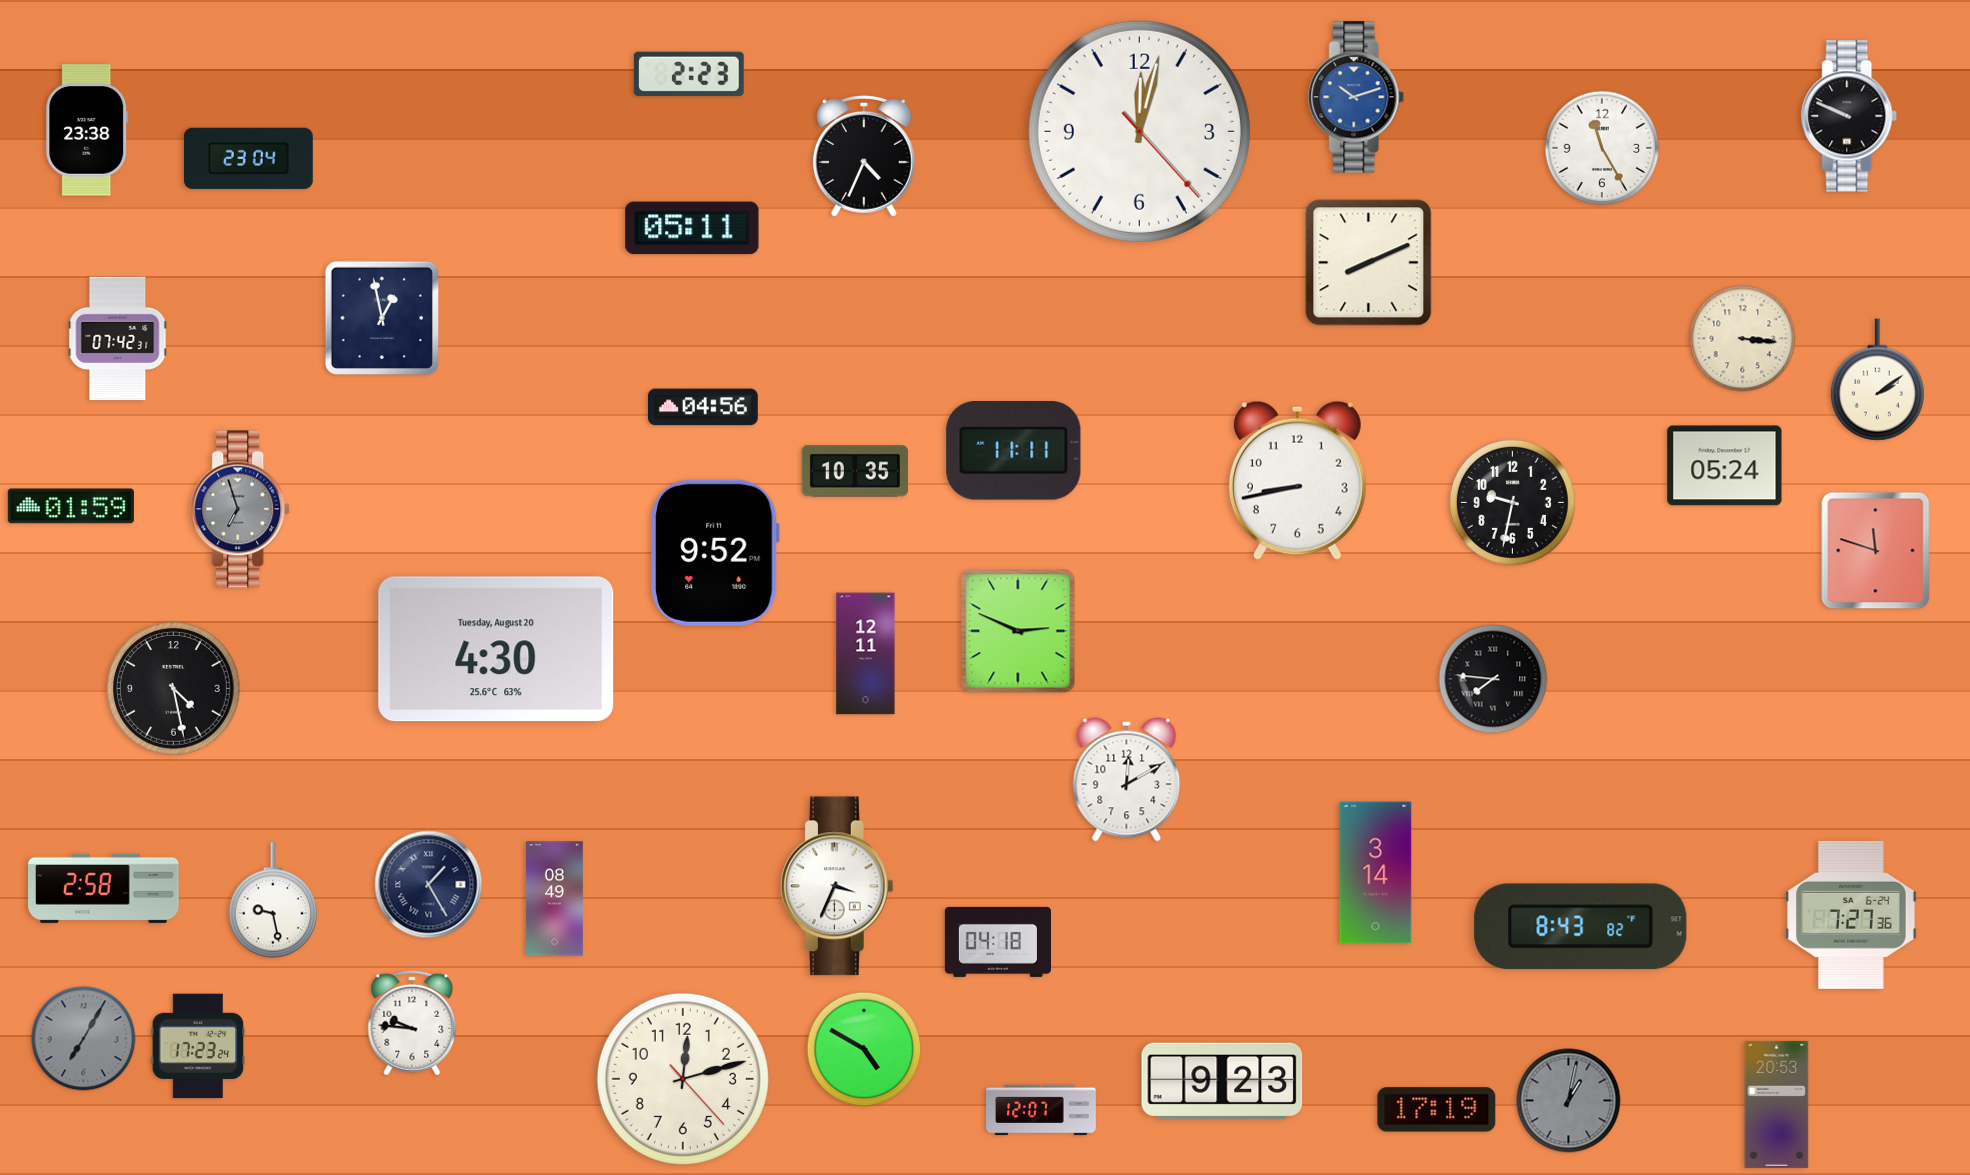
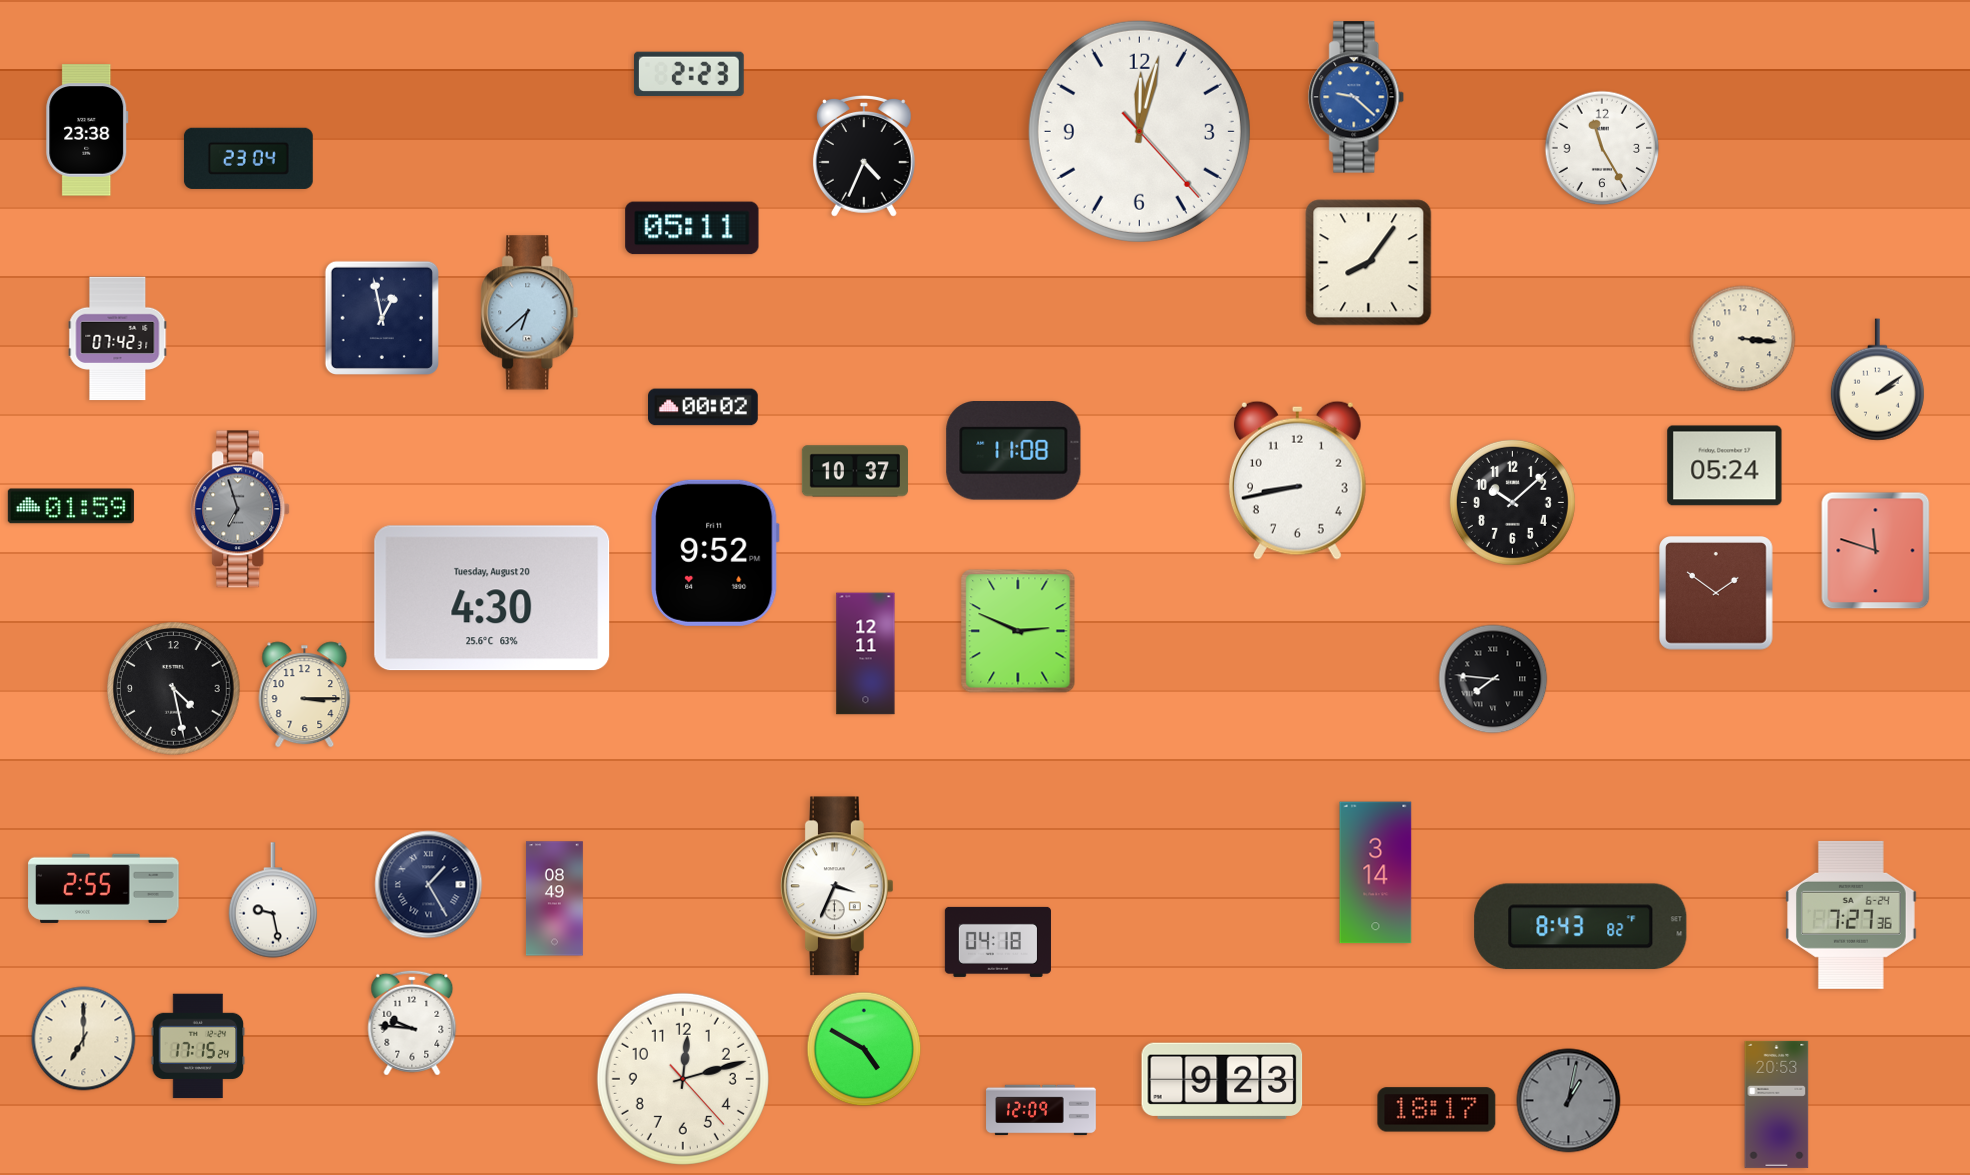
clock at (1357, 97): 10:12 -> 9:22
clock at (1850, 116): 9:49 -> none
clock at (1369, 263): 8:11 -> 8:06
clock at (530, 313): none -> 6:38
clock at (704, 407): 04:56 -> 00:02
clock at (1014, 451): 11:11 -> 11:08
clock at (855, 471): 10:35 -> 10:37
clock at (1512, 502): 9:32 -> 10:08
clock at (1717, 594): none -> 1:51
clock at (496, 649) position: (496, 649) -> (492, 598)
clock at (305, 695): none -> 3:15
clock at (1127, 780): 12:10 -> none
clock at (104, 888): 2:58 -> 2:55
clock at (84, 1039): 7:05 -> 7:00
clock at (84, 1039) dial: grey -> cream
clock at (198, 1046): 17:23 -> 17:15
clock at (1041, 1110): 12:07 -> 12:09
clock at (1437, 1110): 17:19 -> 18:17
